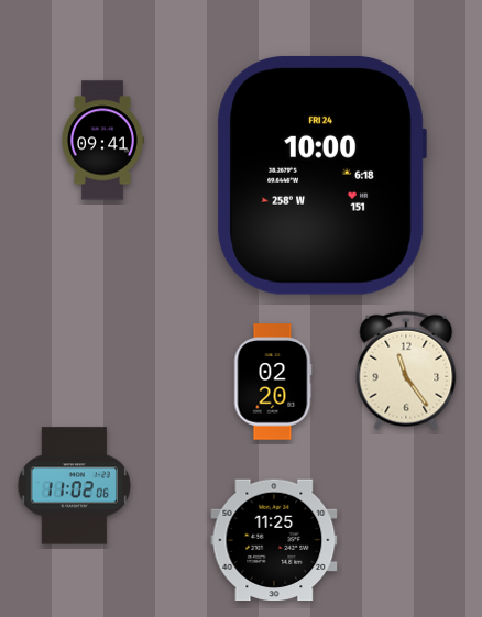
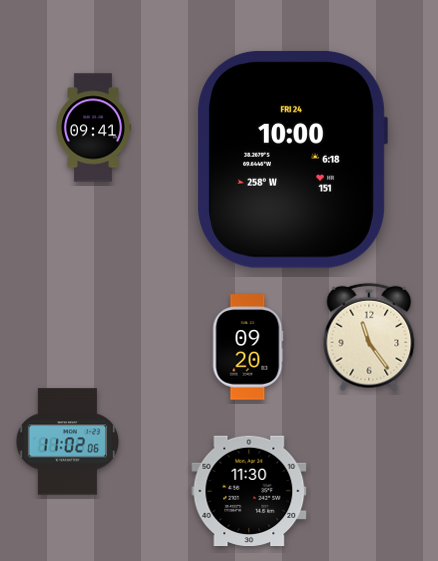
clock at (273, 382): 02:20 -> 09:20
clock at (274, 540): 11:25 -> 11:30
